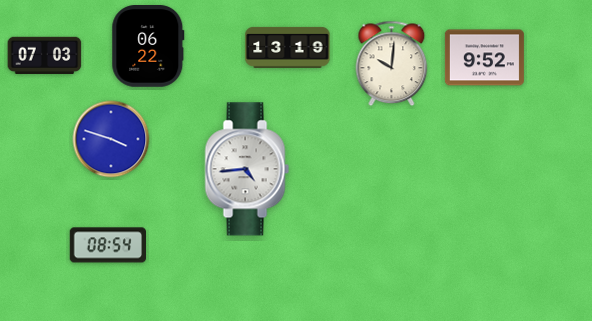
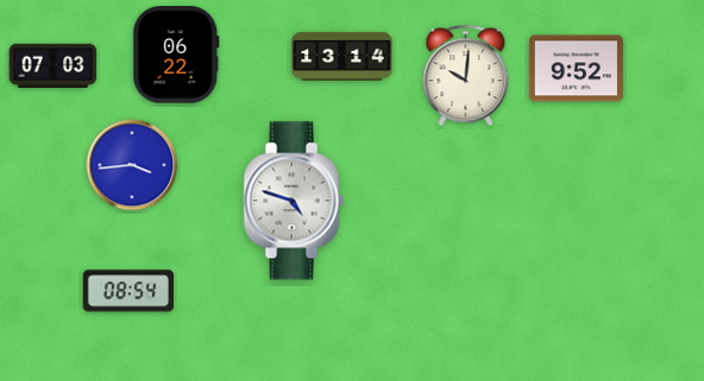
clock at (288, 47): 13:19 -> 13:14
clock at (111, 139): 3:48 -> 3:44
clock at (247, 169): 4:44 -> 4:48
